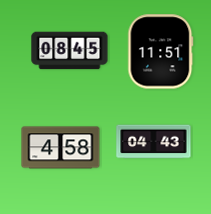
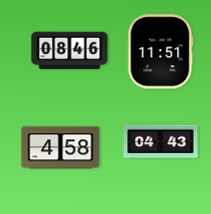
clock at (70, 51): 08:45 -> 08:46
clock at (154, 142) position: (154, 142) -> (161, 142)
